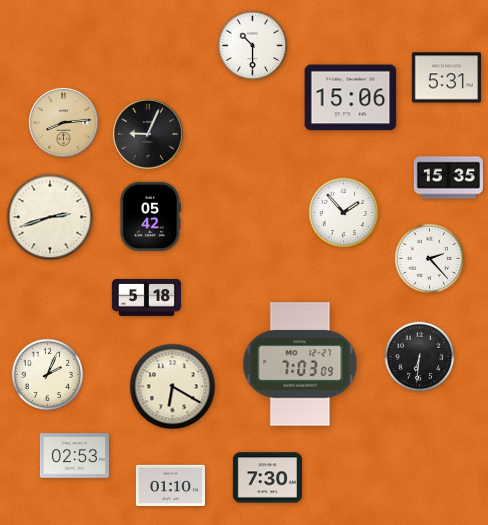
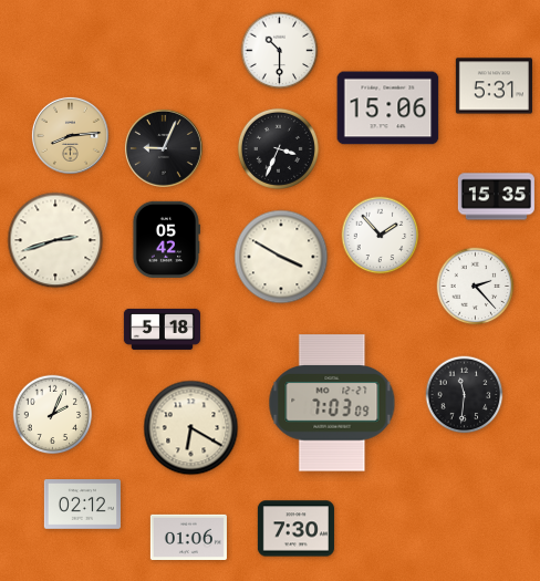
clock at (278, 148): none -> 3:34
clock at (281, 257): none -> 3:50
clock at (420, 357): 6:31 -> 11:31
clock at (74, 456): 02:53 -> 02:12
clock at (170, 485): 01:10 -> 01:06
